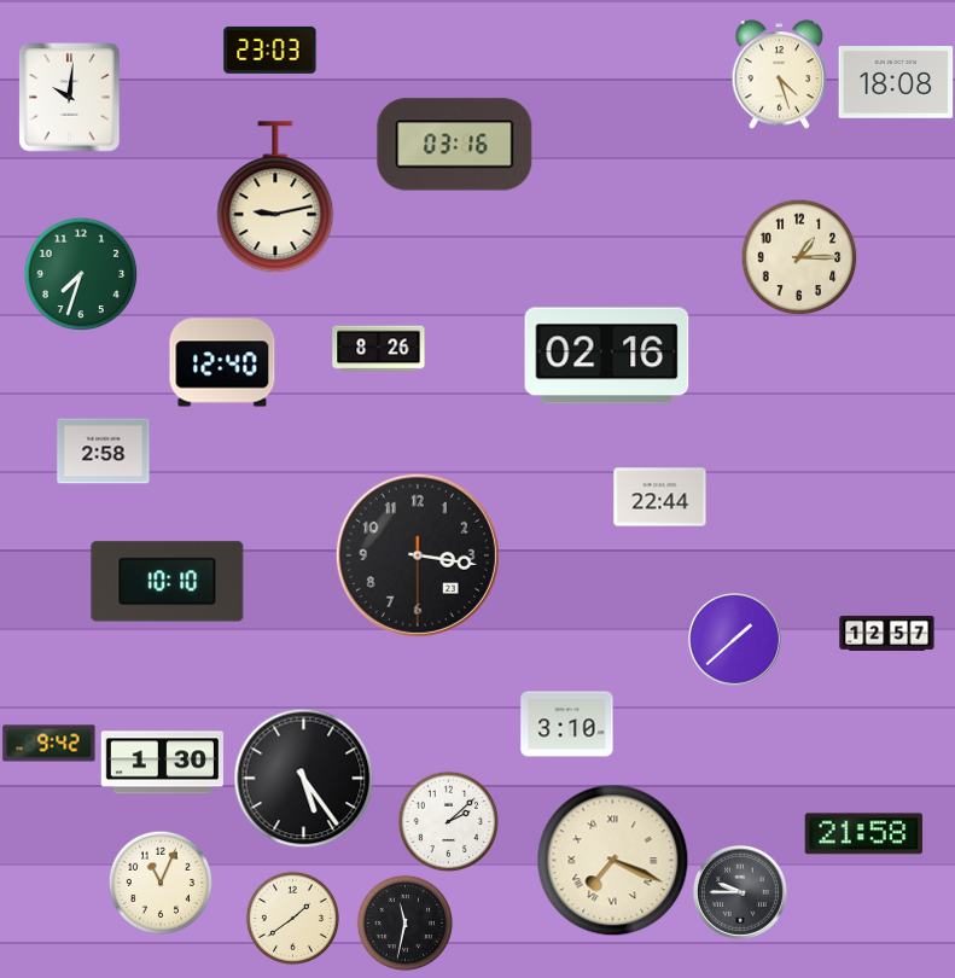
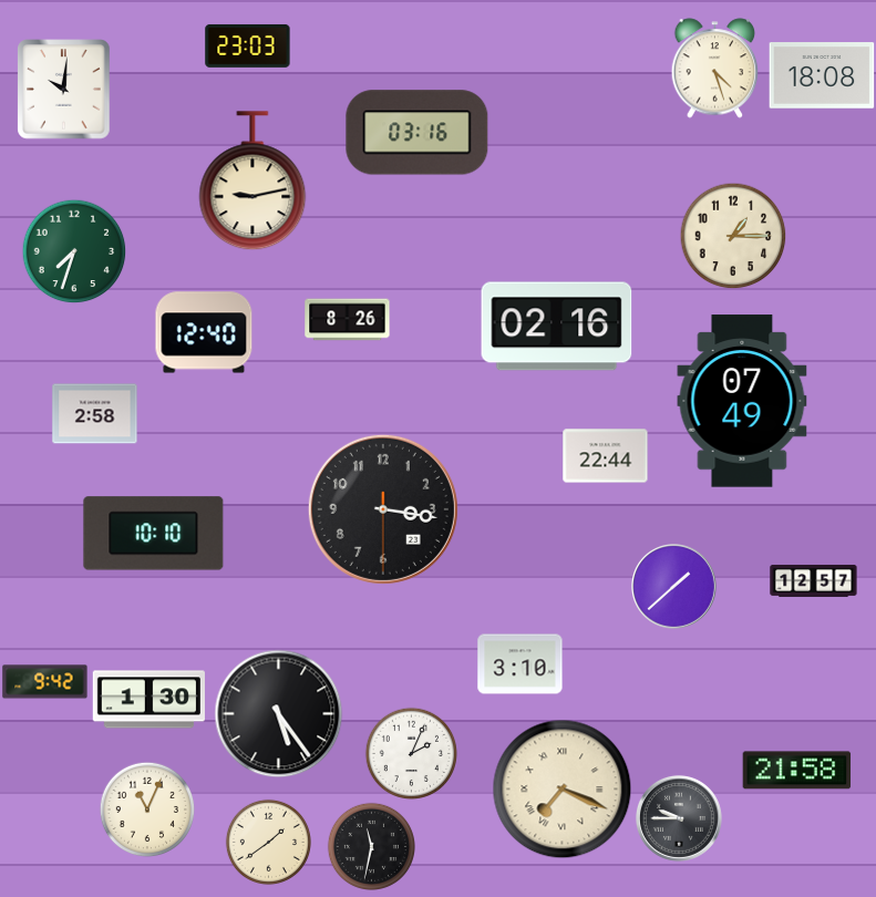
clock at (742, 401): none -> 07:49
clock at (448, 821): 2:08 -> 2:04
clock at (864, 834) position: (864, 834) -> (797, 771)
